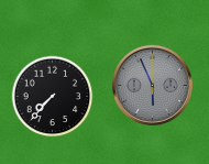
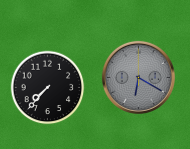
clock at (152, 85): 5:56 -> 6:20
